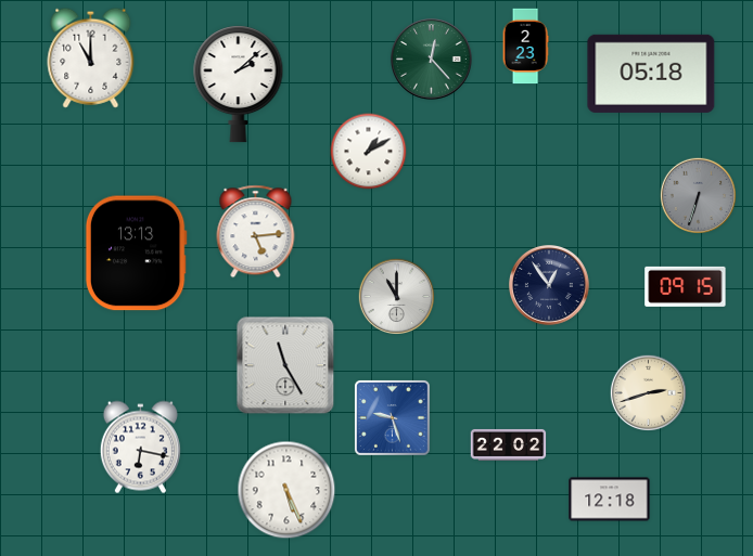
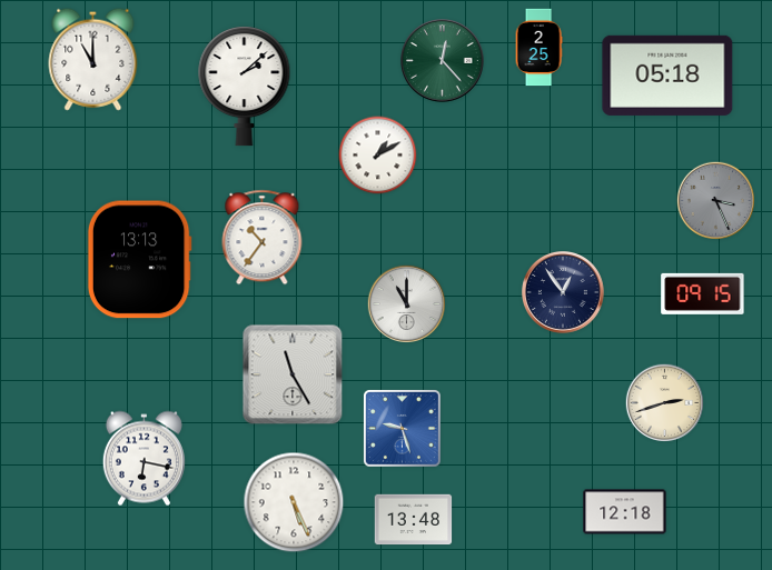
clock at (525, 47): 2:23 -> 2:25
clock at (698, 195): 6:33 -> 3:26
clock at (256, 232): 5:14 -> 10:36
clock at (509, 444): 22:02 -> none
clock at (414, 520): none -> 13:48
